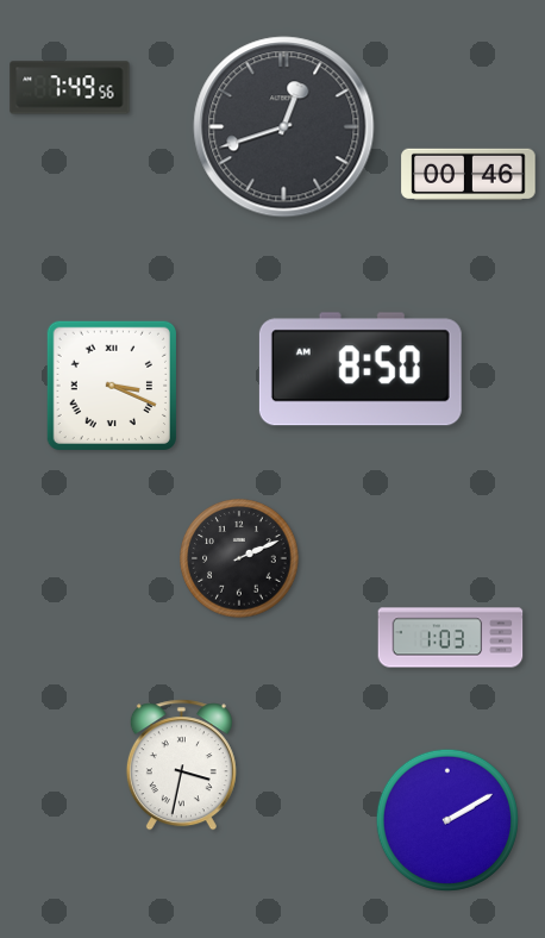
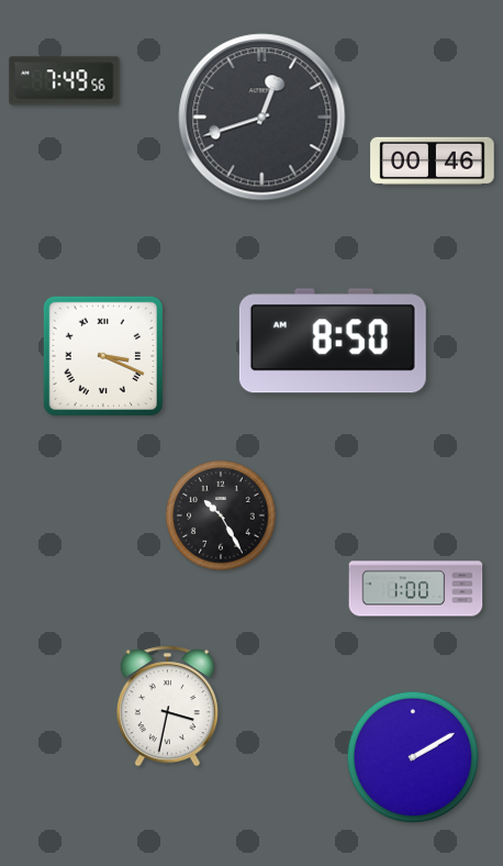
clock at (239, 558): 2:11 -> 10:25
clock at (451, 638): 1:03 -> 1:00
